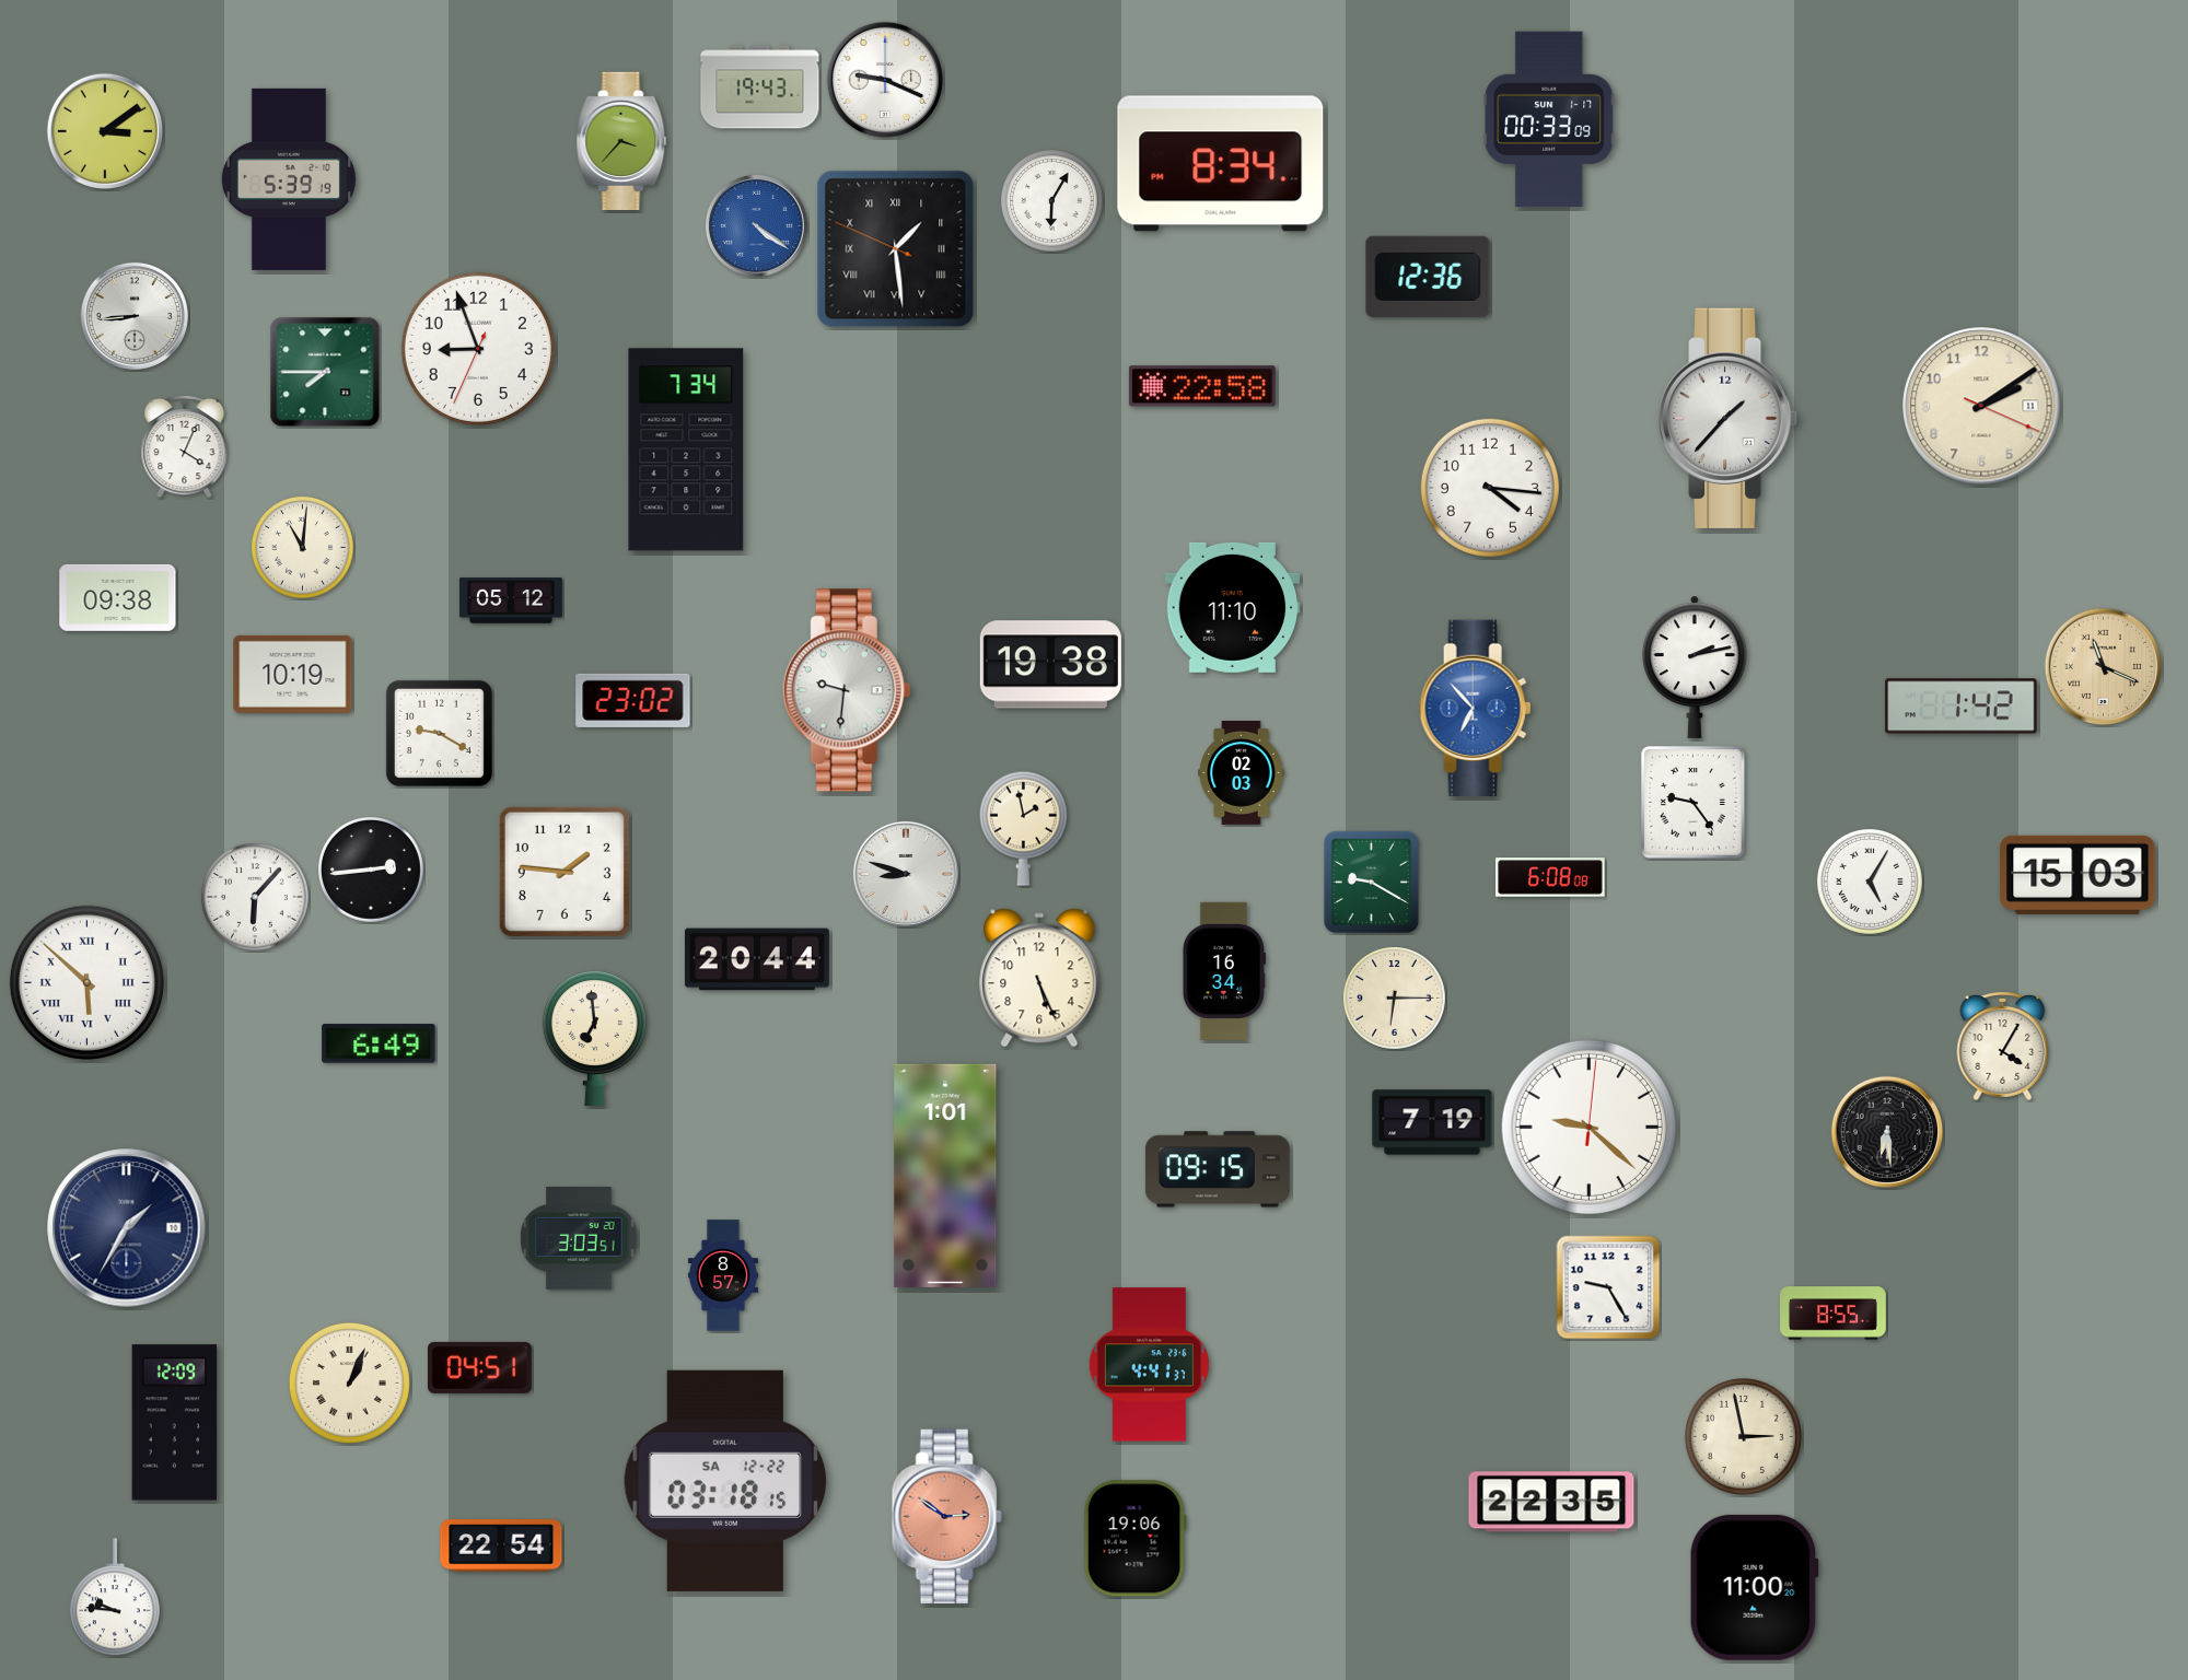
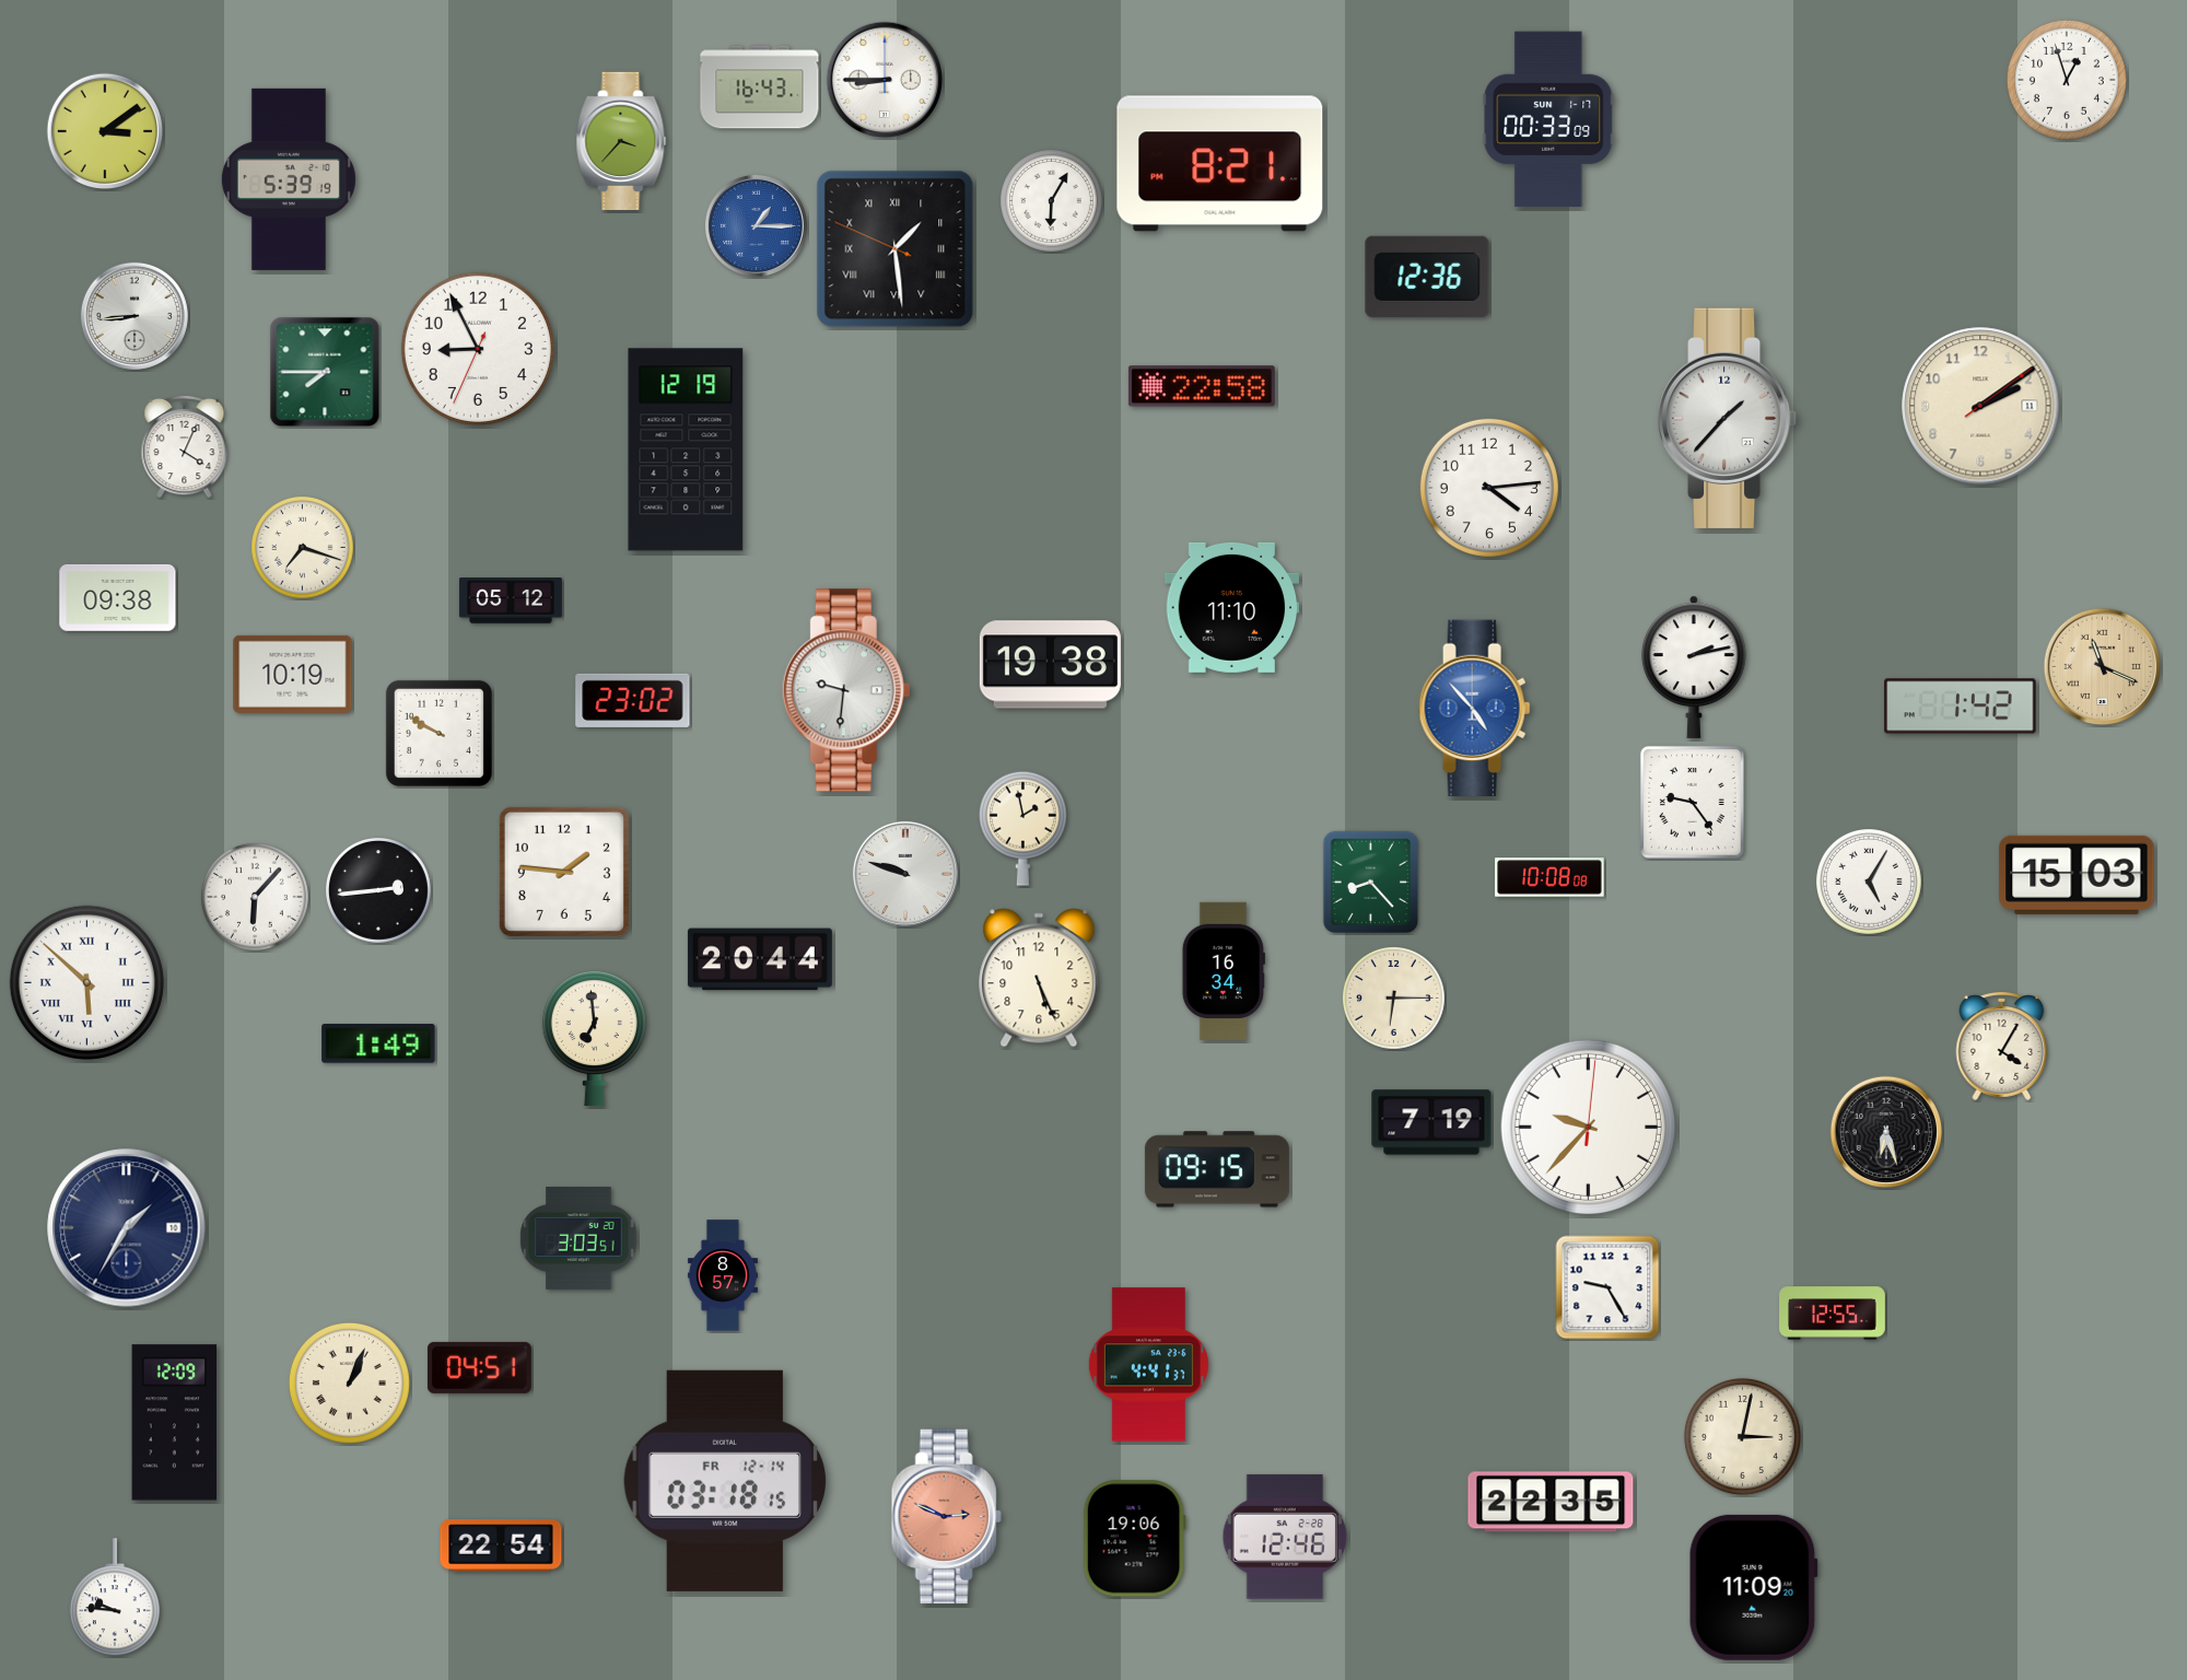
clock at (885, 80): 9:19 -> 8:45
clock at (2067, 80): none -> 12:57
clock at (760, 87): 19:43 -> 16:43
clock at (1221, 164): 8:34 -> 8:21
clock at (756, 225): 4:21 -> 1:15
clock at (478, 349): 8:56 -> 8:55
clock at (1981, 406): 2:09:19 -> 2:09:09
clock at (686, 450): 7:34 -> 12:19
clock at (1490, 488): 4:16 -> 4:14
clock at (303, 548): 11:01 -> 7:18
clock at (1476, 708): 6:53 -> 4:53
clock at (439, 733): 9:20 -> 9:50
clock at (1242, 772): 02:03 -> none
clock at (372, 871) position: (372, 871) -> (379, 891)
clock at (906, 874): 8:48 -> 9:48
clock at (1550, 877): 6:08 -> 10:08
clock at (1372, 883): 9:20 -> 8:23
clock at (757, 959) position: (757, 959) -> (760, 959)
clock at (379, 1043): 6:49 -> 1:49
clock at (1588, 1127): 9:22 -> 9:37
clock at (1887, 1132): 6:29 -> 6:27
clock at (945, 1176): 1:01 -> none
clock at (1834, 1314): 8:55 -> 12:55
clock at (1743, 1436): 2:58 -> 3:02
clock at (725, 1481) date: SA 12-22 -> FR 12-14
clock at (946, 1517): 2:51 -> 2:49
clock at (1284, 1537): none -> 12:46
clock at (1754, 1587): 11:00 -> 11:09
